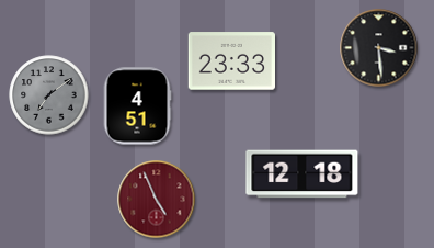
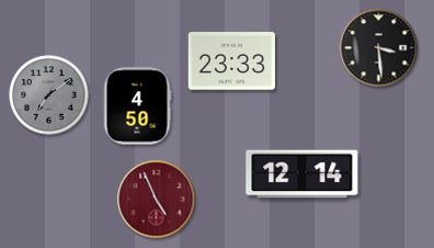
clock at (137, 106): 4:51 -> 4:50
clock at (302, 174): 12:18 -> 12:14
